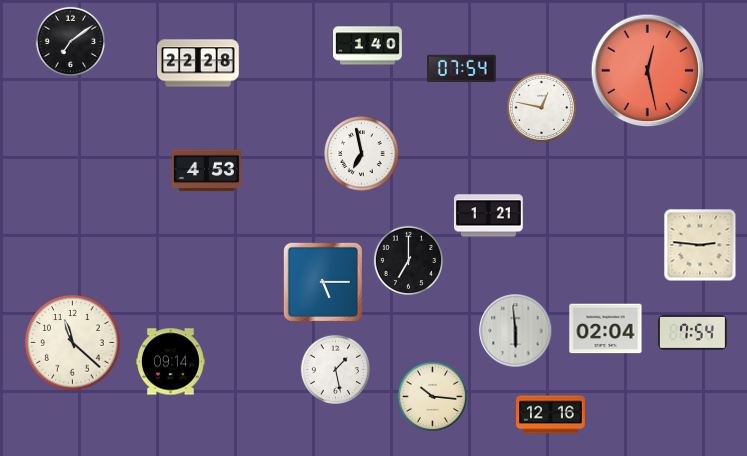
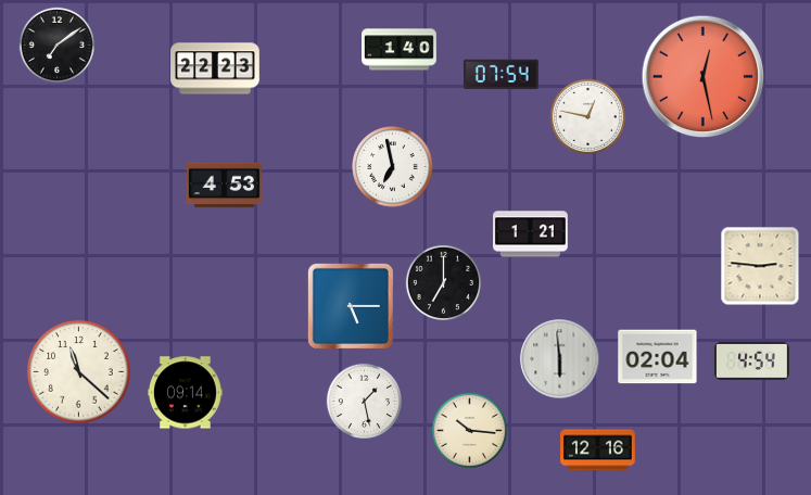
clock at (70, 41) position: (70, 41) -> (56, 45)
clock at (198, 63): 22:28 -> 22:23
clock at (693, 332): 7:54 -> 4:54
